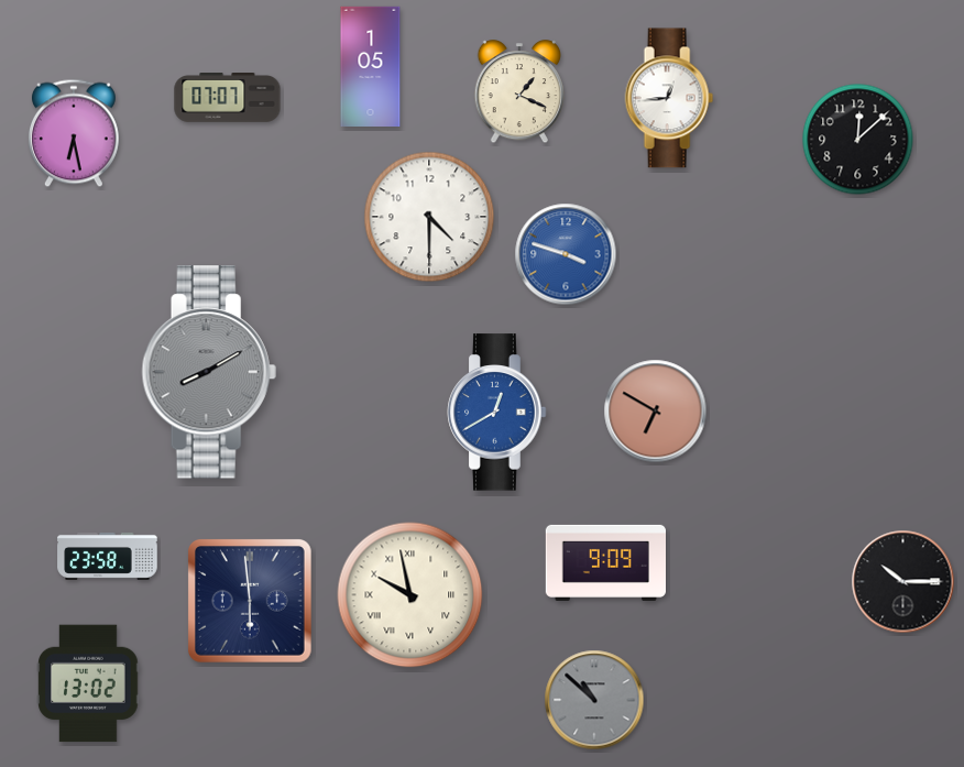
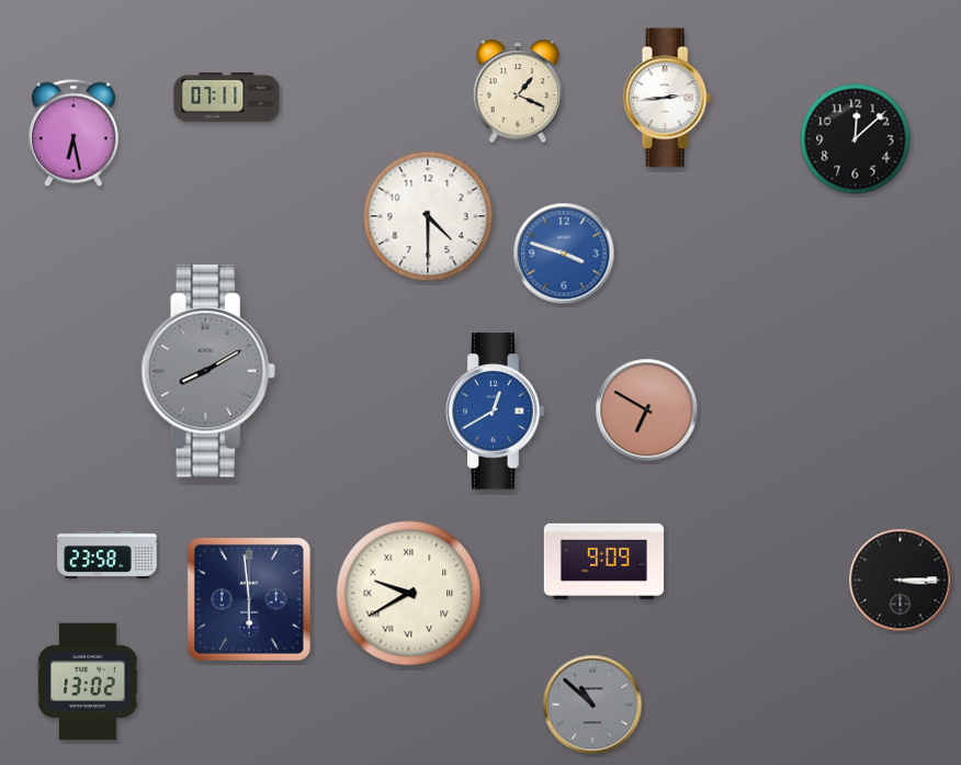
clock at (371, 66): 1:05 -> none
clock at (228, 98): 07:07 -> 07:11
clock at (669, 98): 12:44 -> 2:44
clock at (656, 412) position: (656, 412) -> (647, 410)
clock at (903, 582): 10:15 -> 3:15
clock at (410, 595): 9:58 -> 9:40
clock at (594, 700) position: (594, 700) -> (592, 705)
